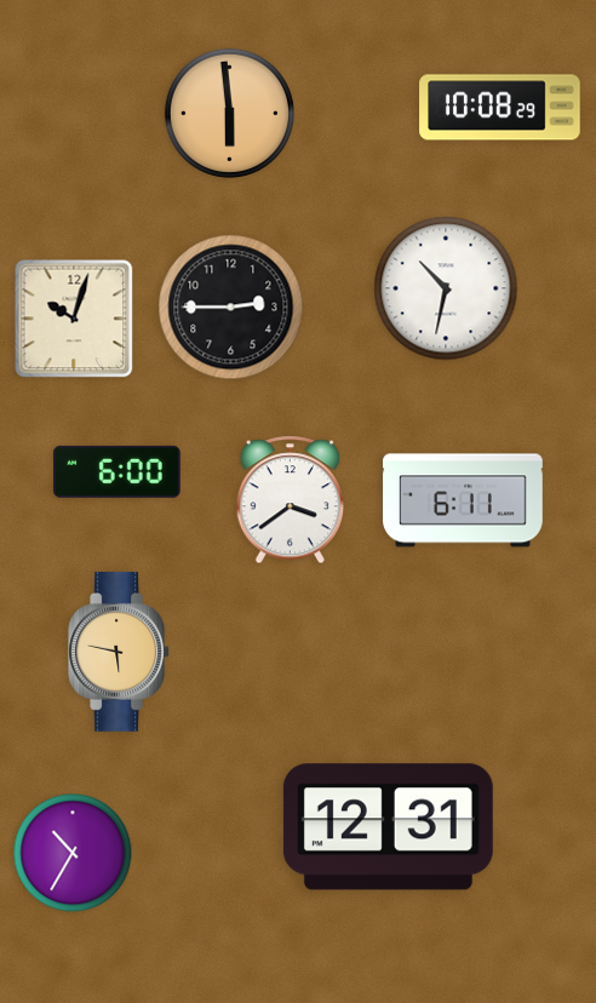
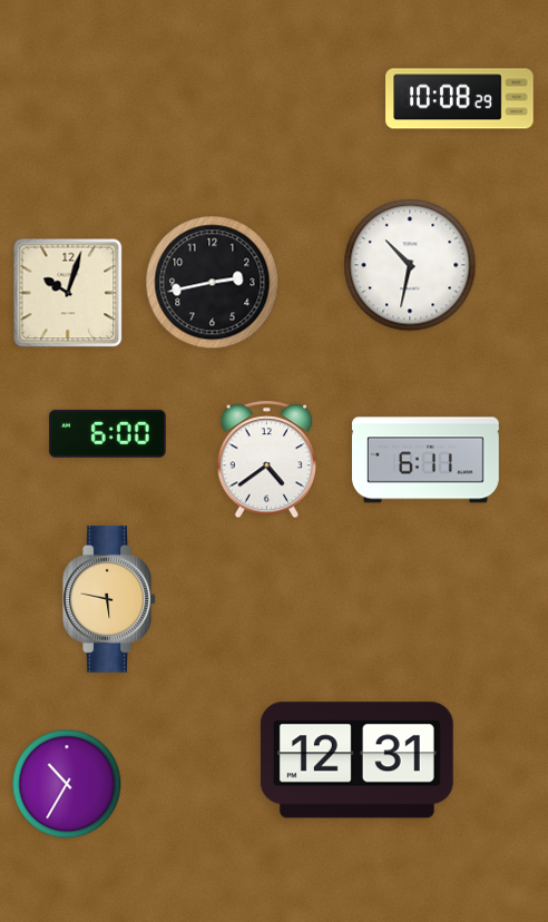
clock at (229, 113): 5:59 -> none
clock at (231, 308): 2:45 -> 2:43
clock at (290, 500): 3:39 -> 4:39
